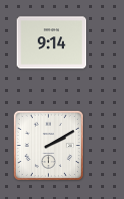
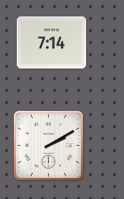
clock at (52, 43): 9:14 -> 7:14
